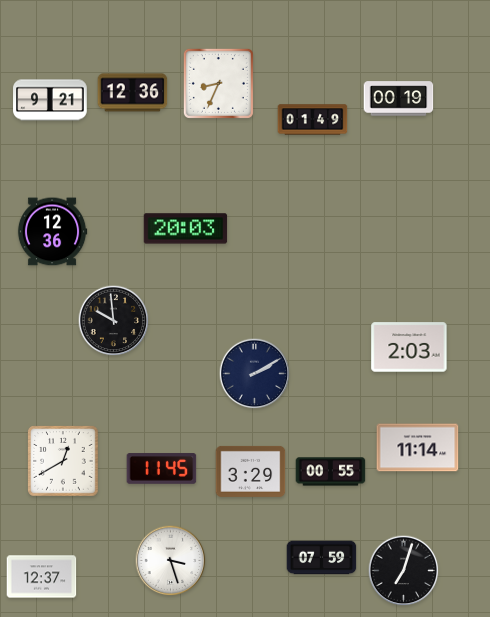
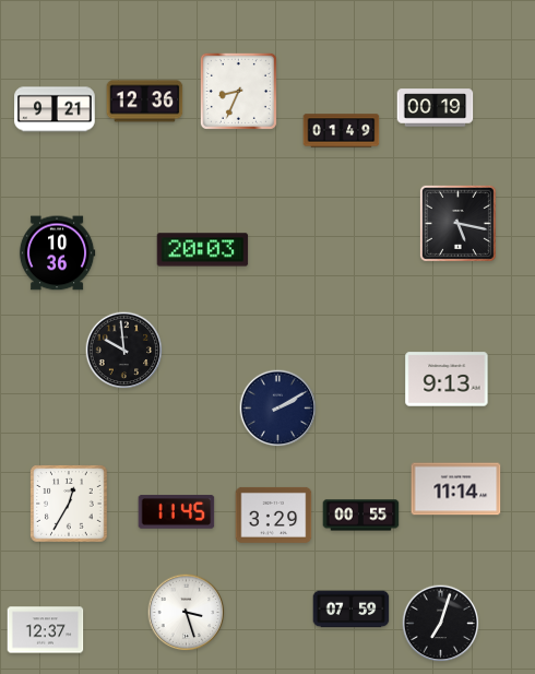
clock at (457, 223): none -> 5:17
clock at (52, 232): 12:36 -> 10:36
clock at (409, 347): 2:03 -> 9:13
clock at (63, 461): 12:40 -> 12:35
